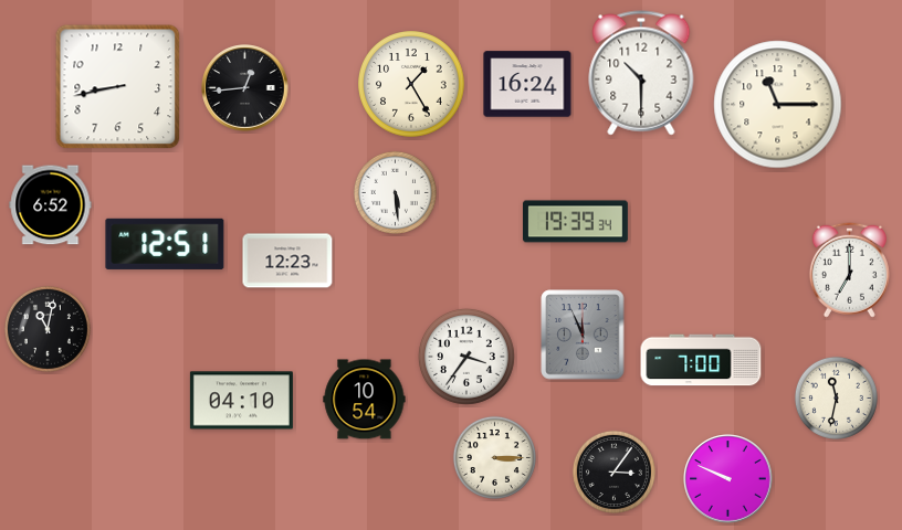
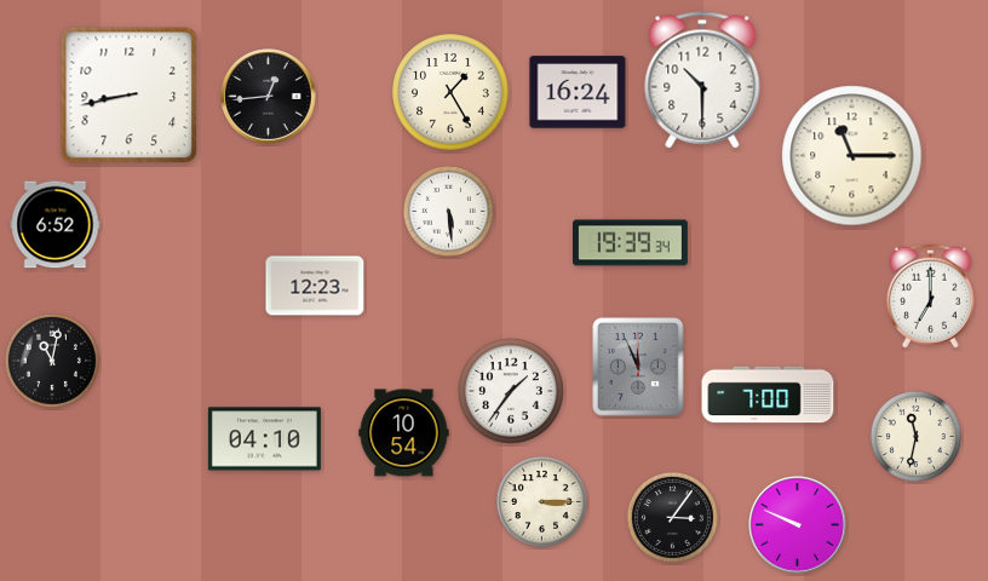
clock at (778, 105) position: (778, 105) -> (852, 156)
clock at (395, 192) position: (395, 192) -> (448, 211)
clock at (165, 244): 12:51 -> none
clock at (466, 357): 3:36 -> 1:36
clock at (365, 400) position: (365, 400) -> (404, 433)
